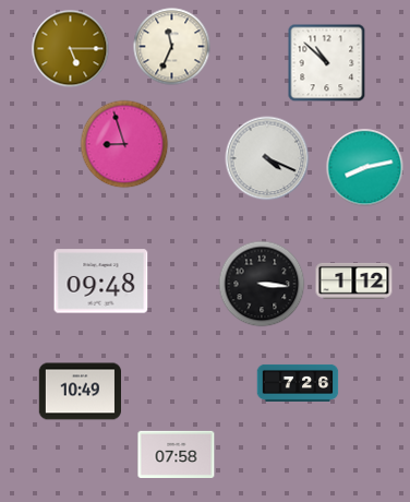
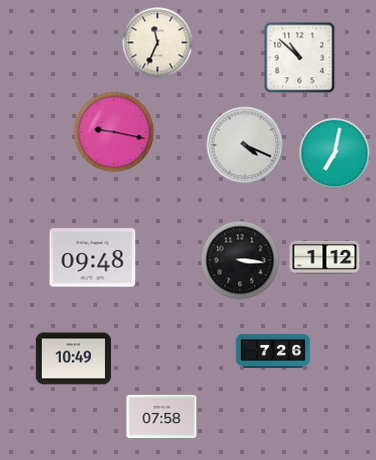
clock at (71, 49): 5:15 -> none
clock at (124, 144): 8:57 -> 9:17
clock at (365, 168): 8:13 -> 7:02
